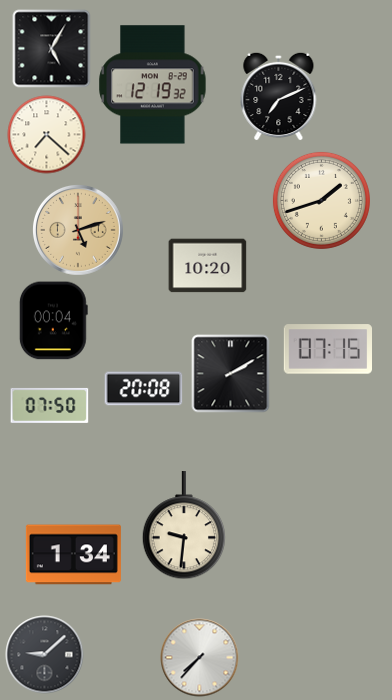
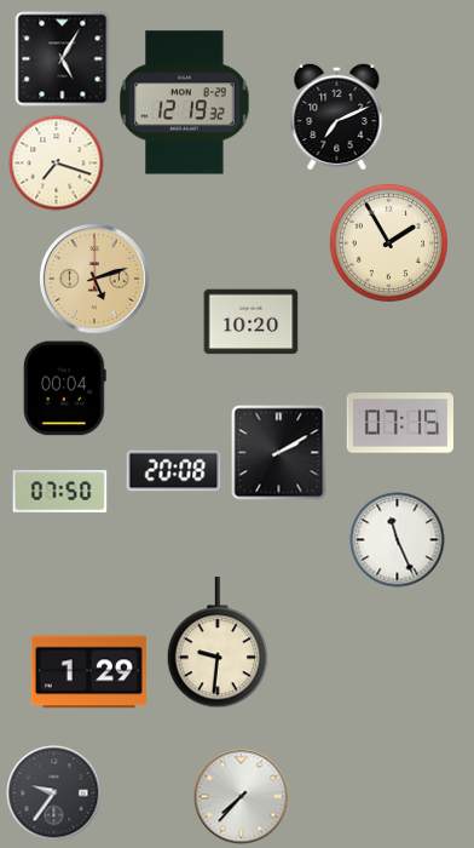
clock at (46, 134): 7:22 -> 7:18
clock at (321, 200): 1:42 -> 1:55
clock at (327, 349) position: (327, 349) -> (399, 423)
clock at (397, 539): none -> 11:26
clock at (183, 525) position: (183, 525) -> (216, 642)
clock at (73, 555): 1:34 -> 1:29
clock at (44, 654): 9:08 -> 9:36
